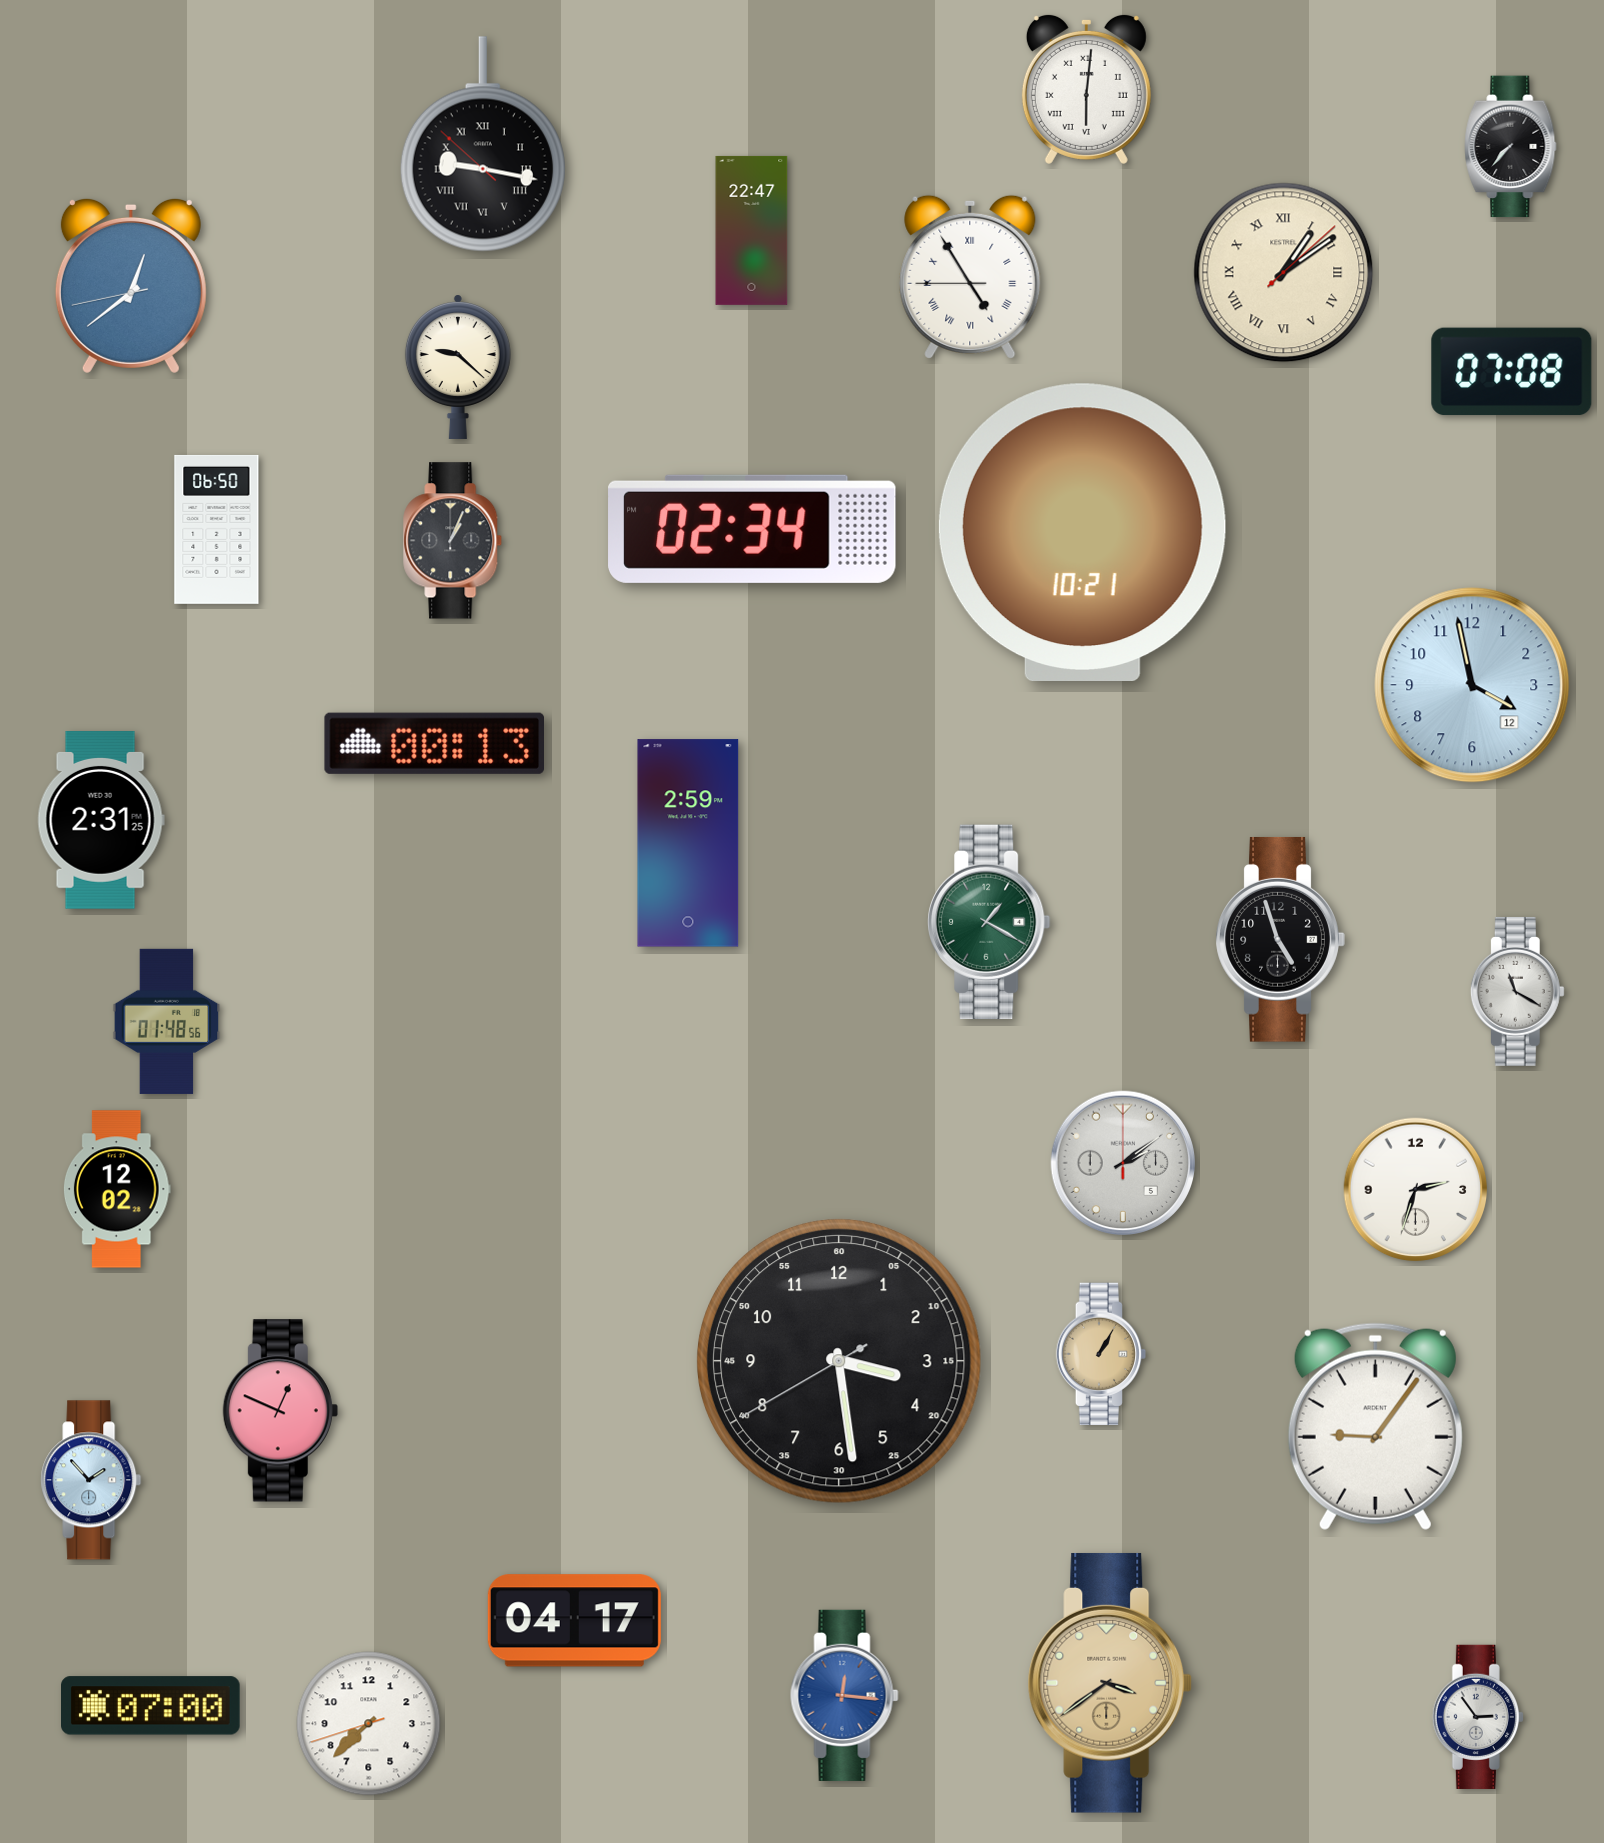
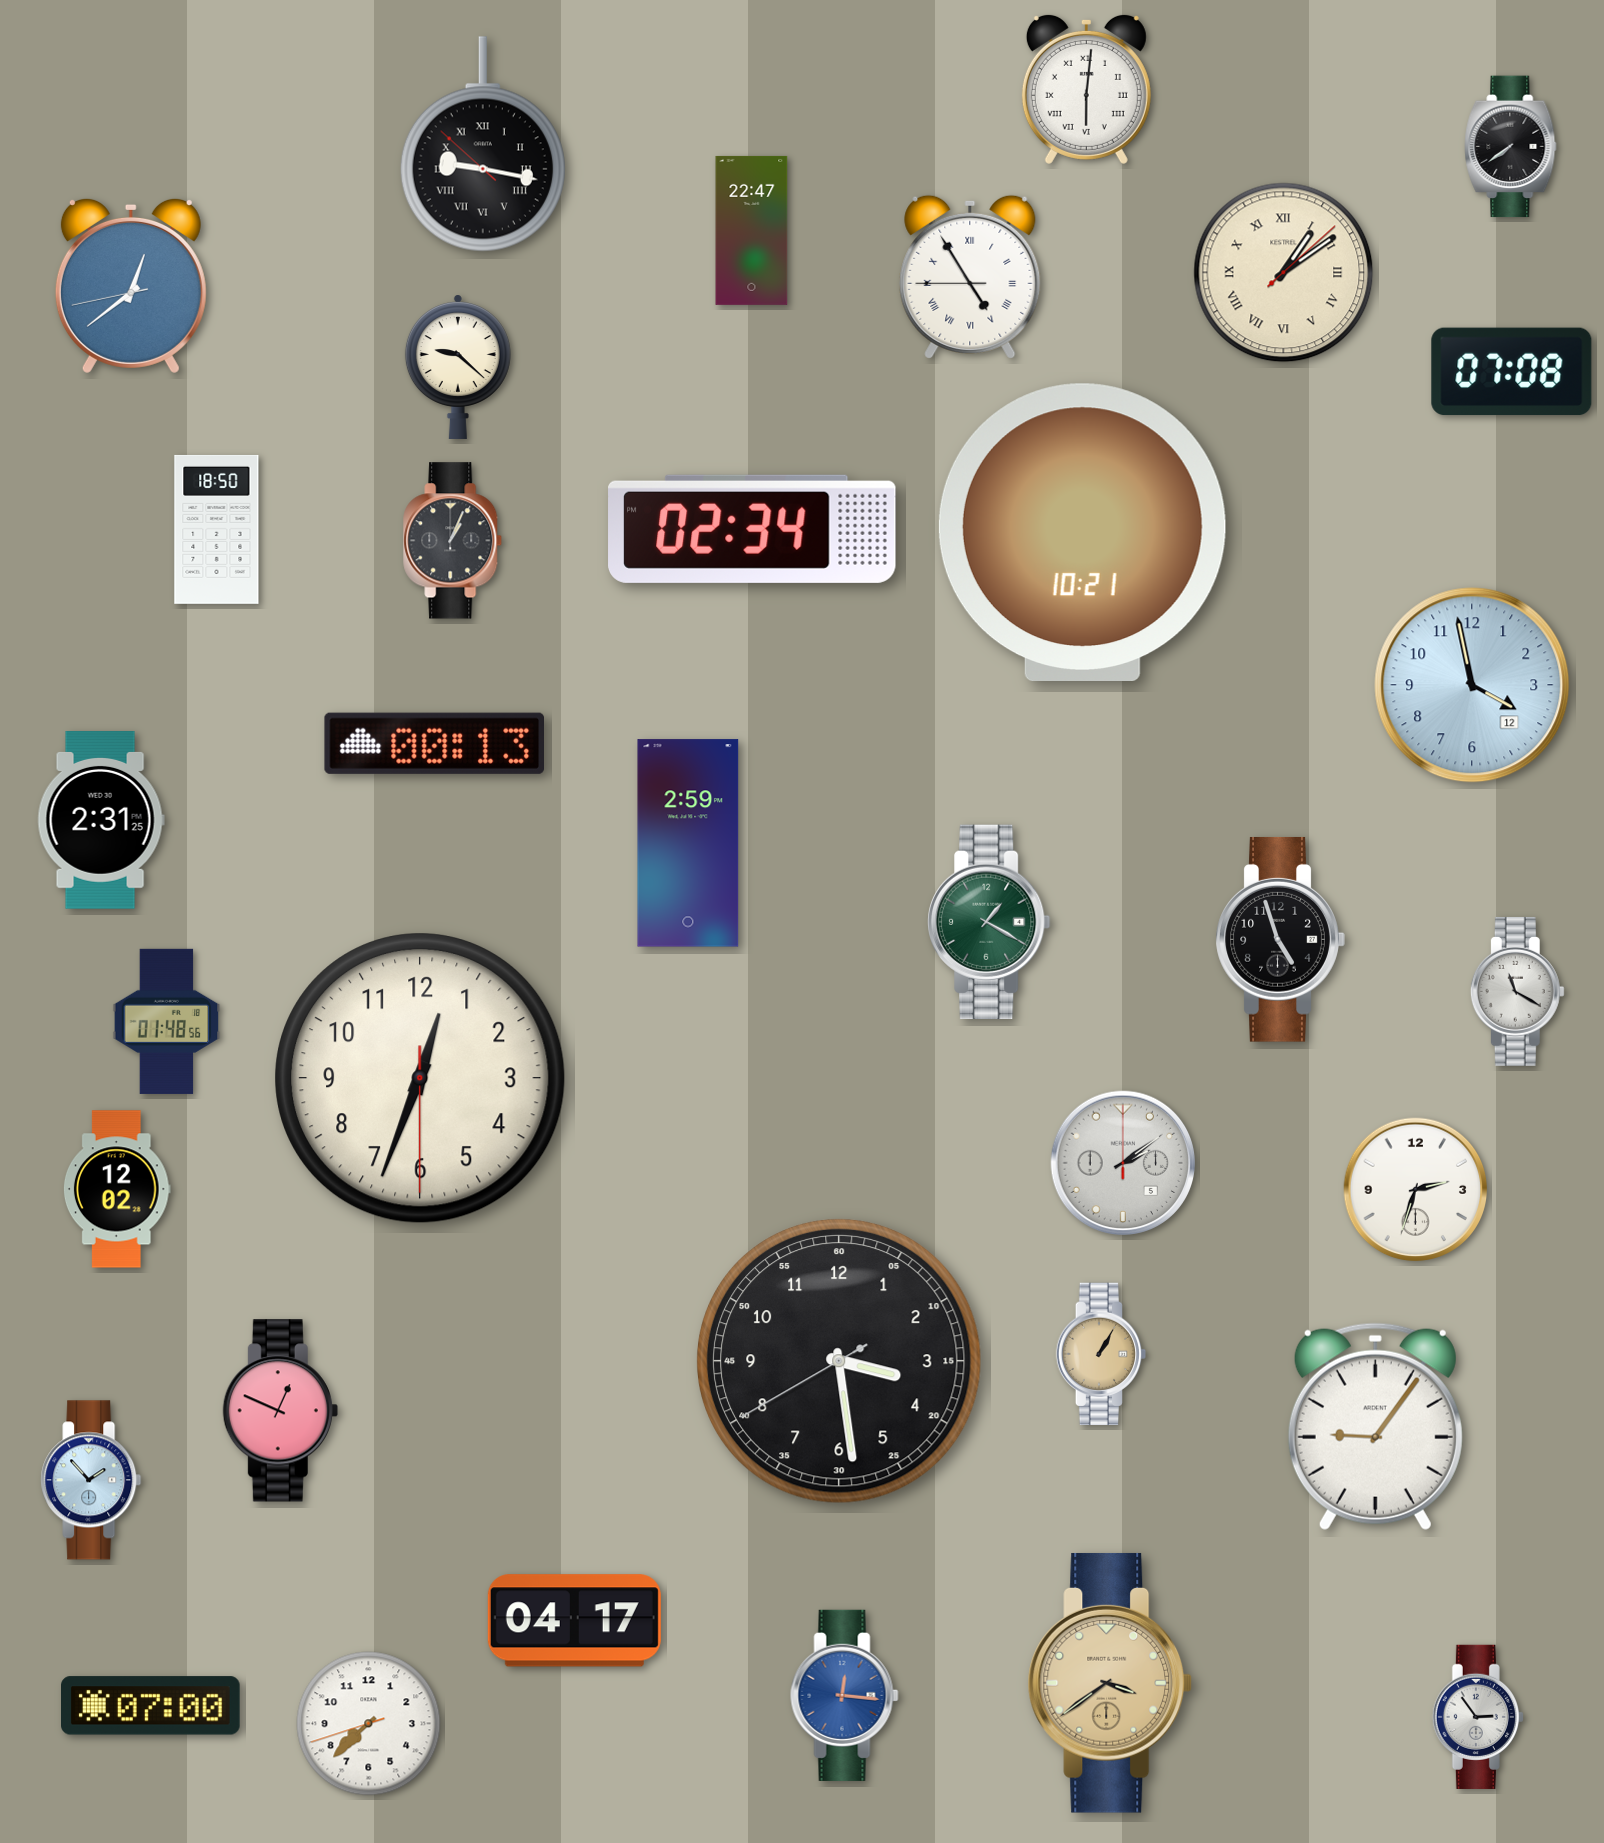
clock at (1511, 147): 7:37 -> 7:39
clock at (217, 529): 06:50 -> 18:50
clock at (420, 1078): none -> 12:33
